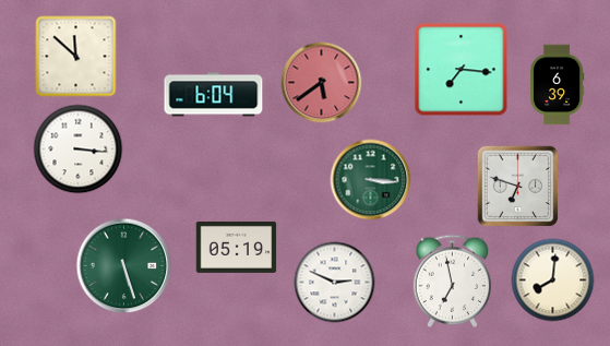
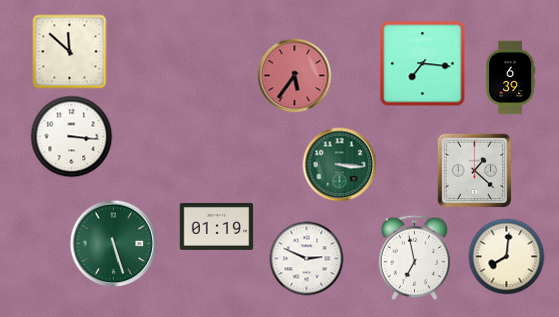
clock at (322, 83): 5:39 -> 5:36
clock at (214, 95): 6:04 -> none
clock at (518, 187): 6:48 -> 1:22
clock at (237, 247): 05:19 -> 01:19
